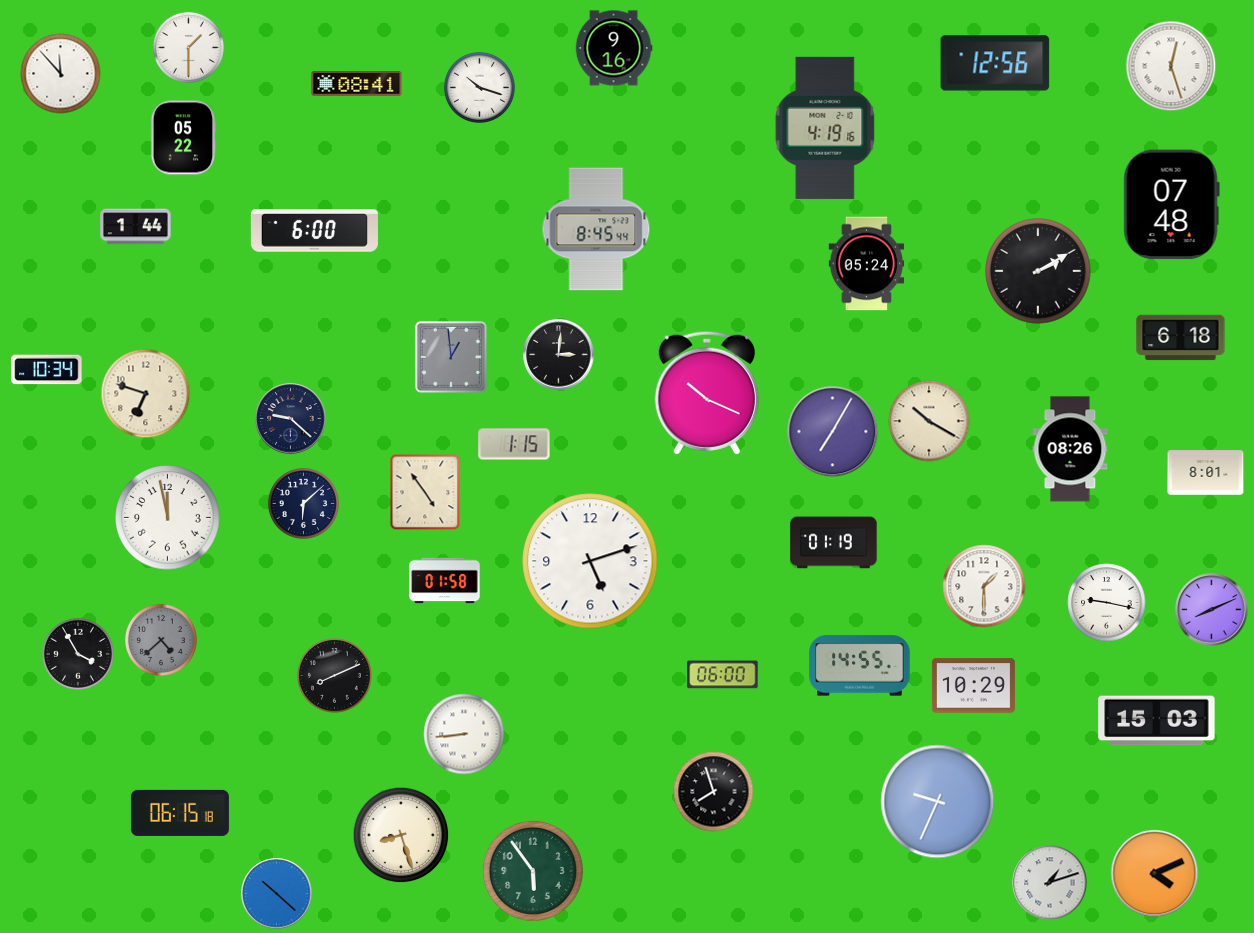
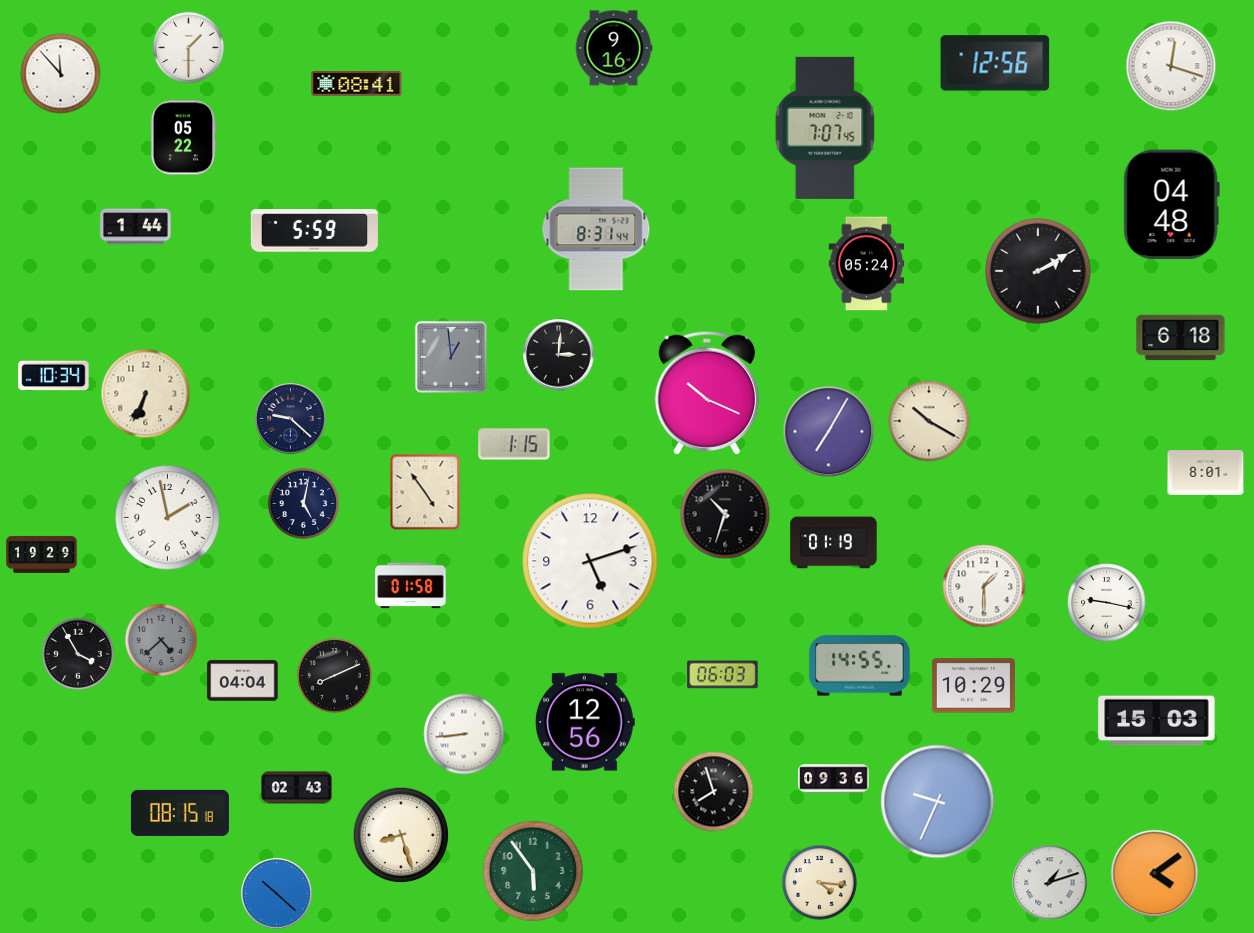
clock at (1171, 66): 12:27 -> 12:18
clock at (479, 87): 10:18 -> none
clock at (825, 128): 4:19 -> 7:07
clock at (1171, 205): 07:48 -> 04:48
clock at (596, 229): 8:45 -> 8:31
clock at (314, 231): 6:00 -> 5:59
clock at (47, 370) position: (47, 370) -> (54, 376)
clock at (146, 394): 6:48 -> 6:34
clock at (833, 432) position: (833, 432) -> (829, 432)
clock at (1070, 449): 08:26 -> none
clock at (303, 503): 6:08 -> 5:02
clock at (725, 514): none -> 10:33
clock at (168, 518): 11:58 -> 1:58
clock at (42, 554): none -> 19:29
clock at (445, 581) position: (445, 581) -> (411, 586)
clock at (1212, 610): 8:11 -> none
clock at (723, 675): 06:00 -> 06:03
clock at (243, 681): none -> 04:04
clock at (585, 722): none -> 12:56
clock at (834, 779): none -> 09:36
clock at (297, 788): none -> 02:43
clock at (180, 813): 06:15 -> 08:15
clock at (1155, 874): 4:11 -> 4:09
clock at (820, 883): none -> 4:16
